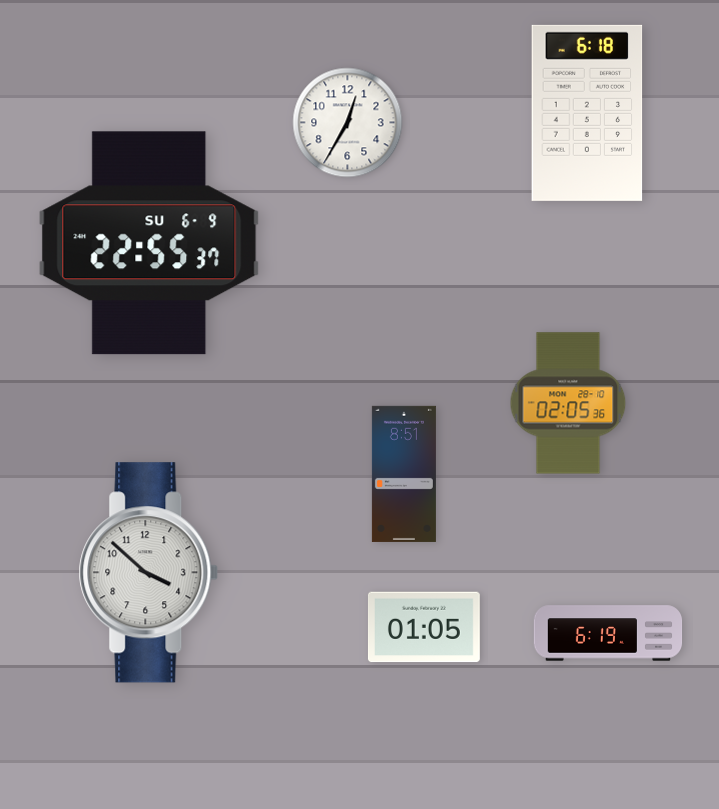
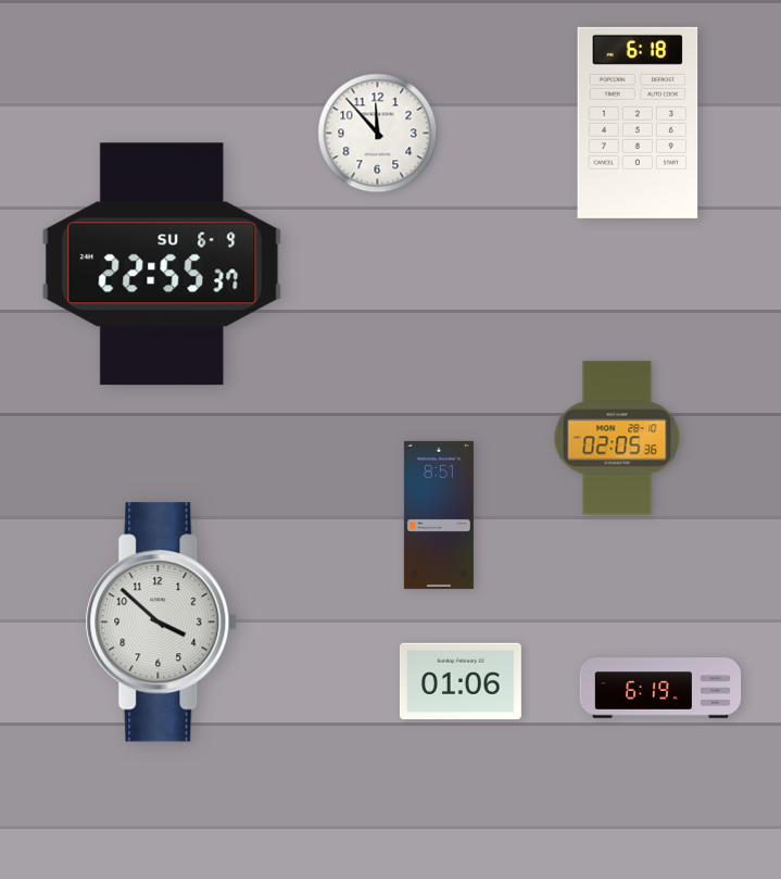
clock at (348, 123): 12:35 -> 11:53
clock at (424, 627): 01:05 -> 01:06
